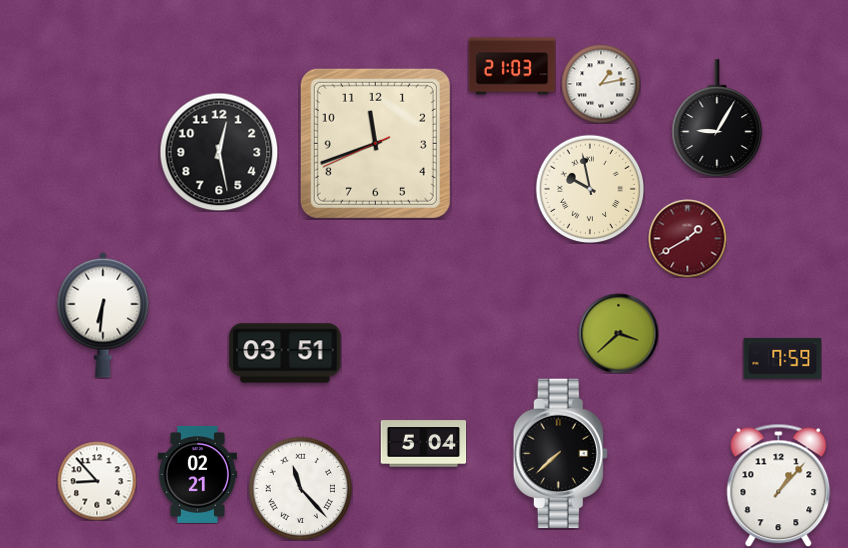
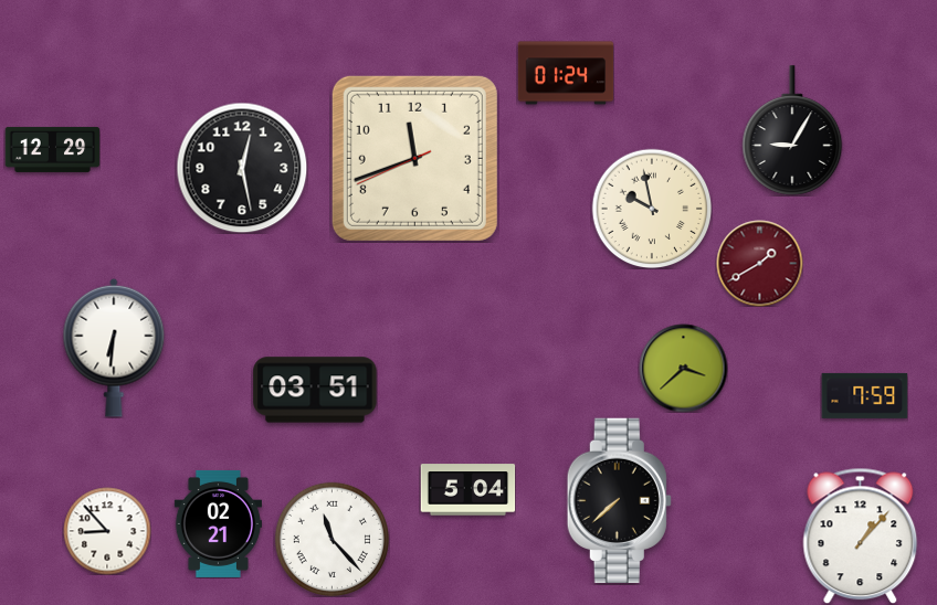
clock at (512, 66): 21:03 -> 01:24
clock at (601, 84): 1:13 -> none
clock at (52, 149): none -> 12:29
